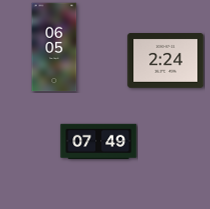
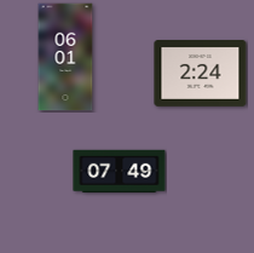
clock at (54, 47): 06:05 -> 06:01
